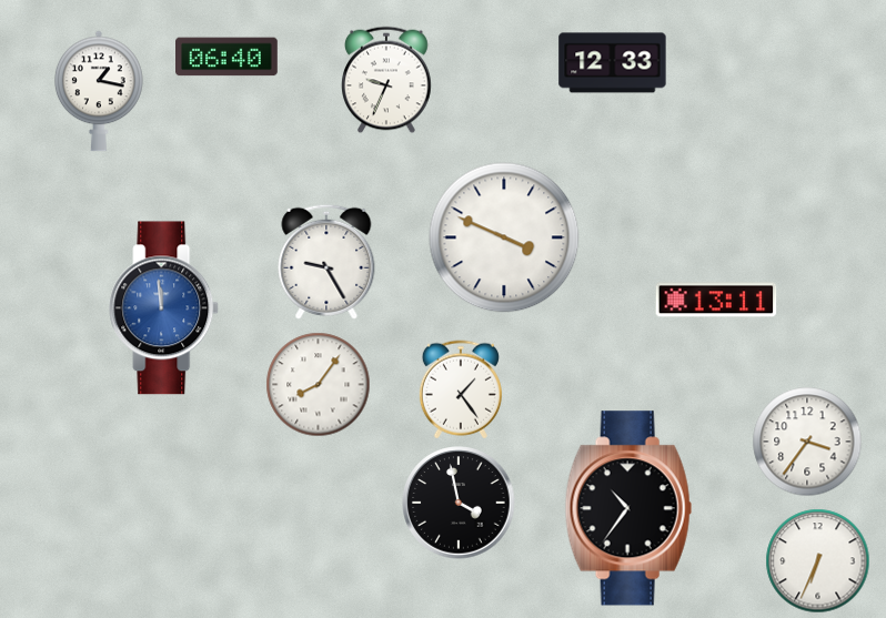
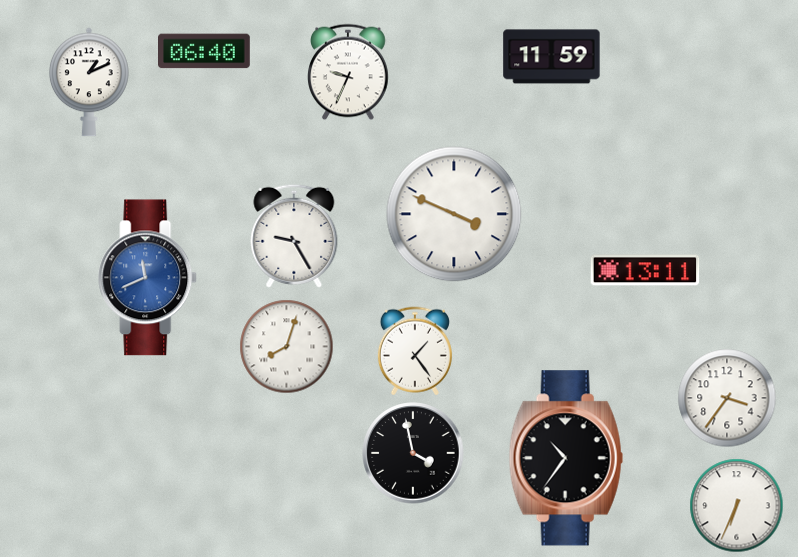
clock at (613, 63): 12:33 -> 11:59
clock at (100, 91): 1:17 -> 1:11
clock at (164, 308): 11:59 -> 11:41
clock at (319, 385): 8:06 -> 8:03
